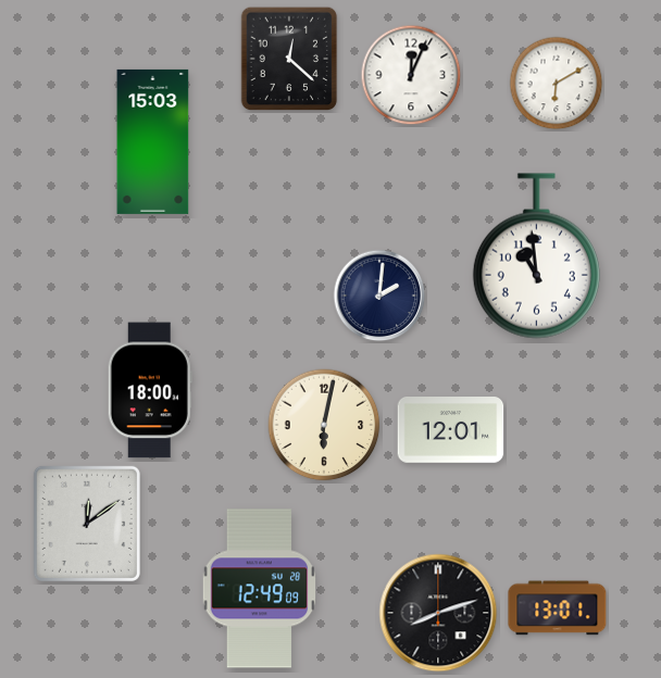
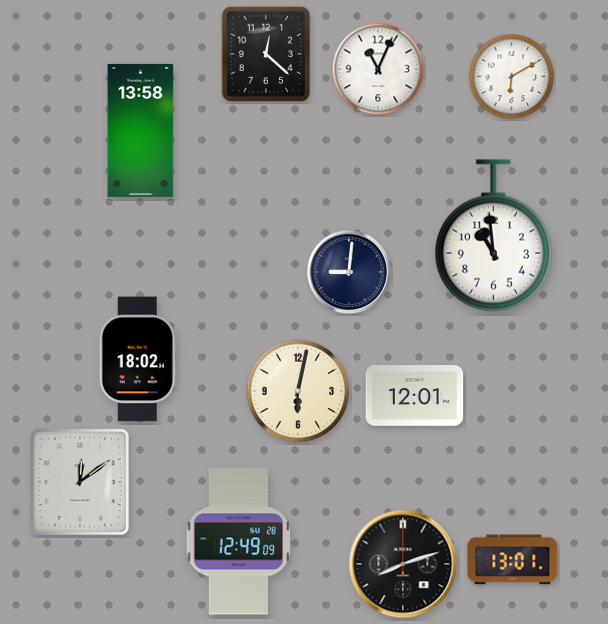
clock at (411, 75): 12:04 -> 11:04
clock at (153, 141): 15:03 -> 13:58
clock at (379, 296): 2:01 -> 9:01
clock at (150, 390): 18:00 -> 18:02
